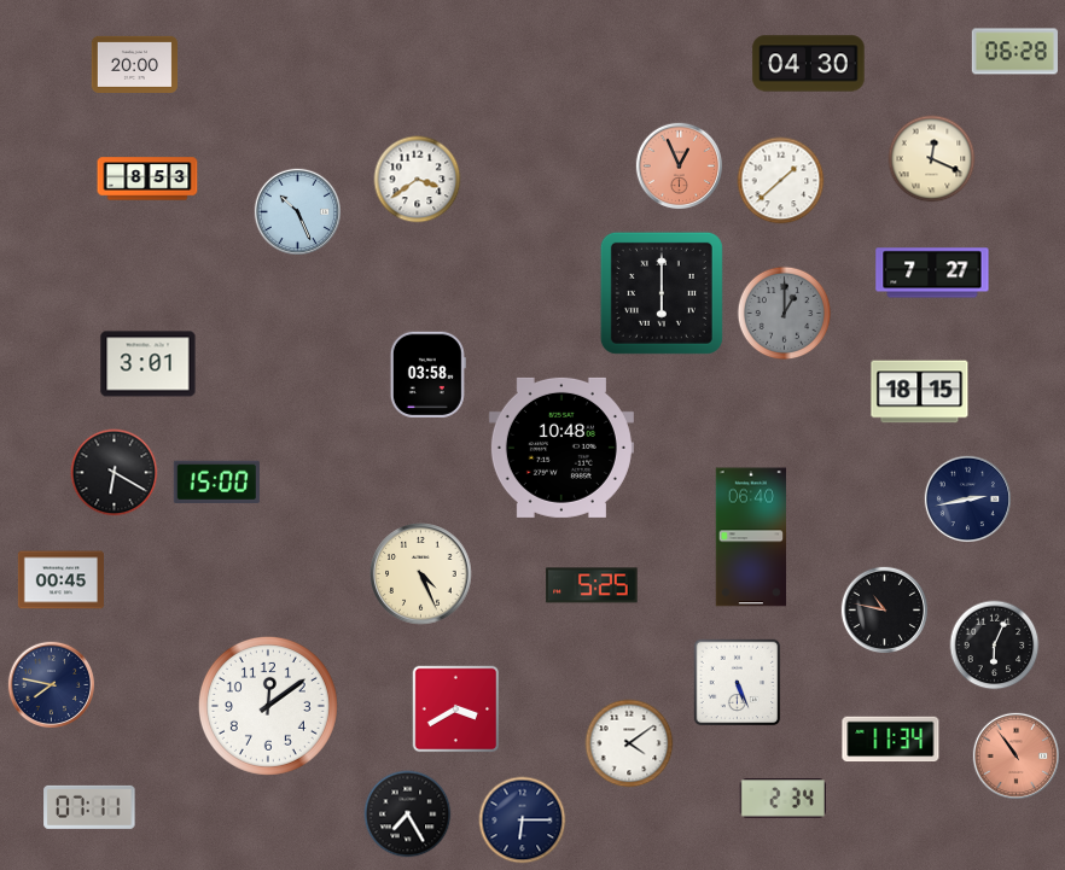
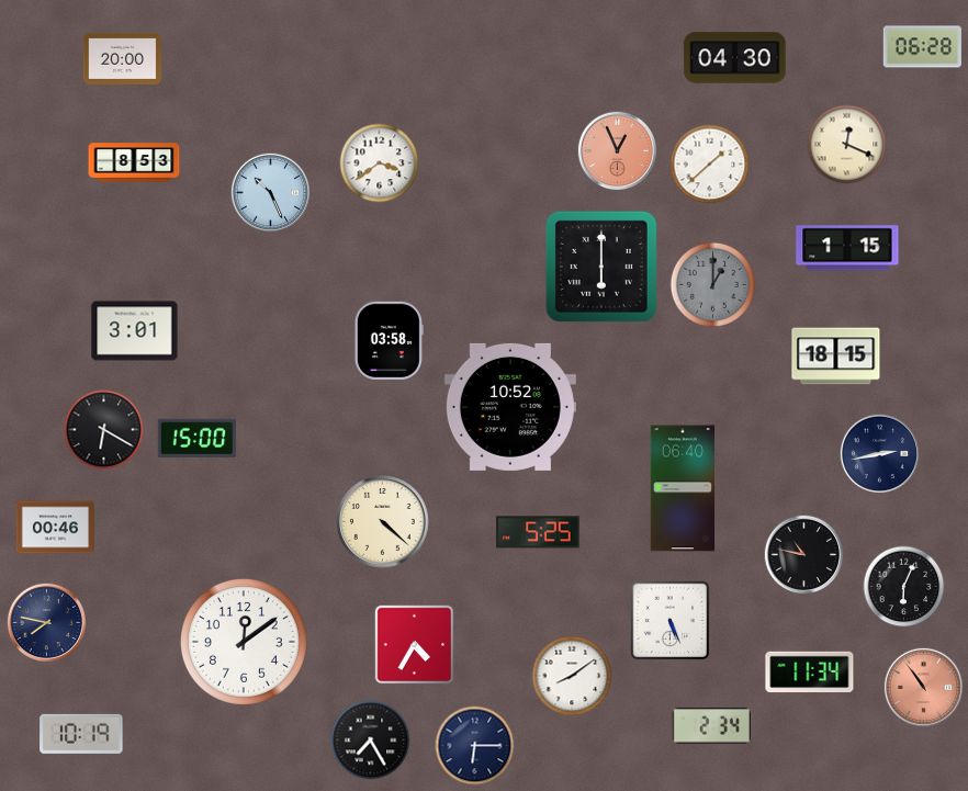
clock at (932, 273): 7:27 -> 1:15
clock at (561, 448): 10:48 -> 10:52
clock at (421, 574): 4:26 -> 4:22
clock at (60, 580): 00:45 -> 00:46
clock at (456, 710): 3:40 -> 4:35
clock at (629, 743): 4:09 -> 8:09
clock at (89, 807): 07:11 -> 10:19
